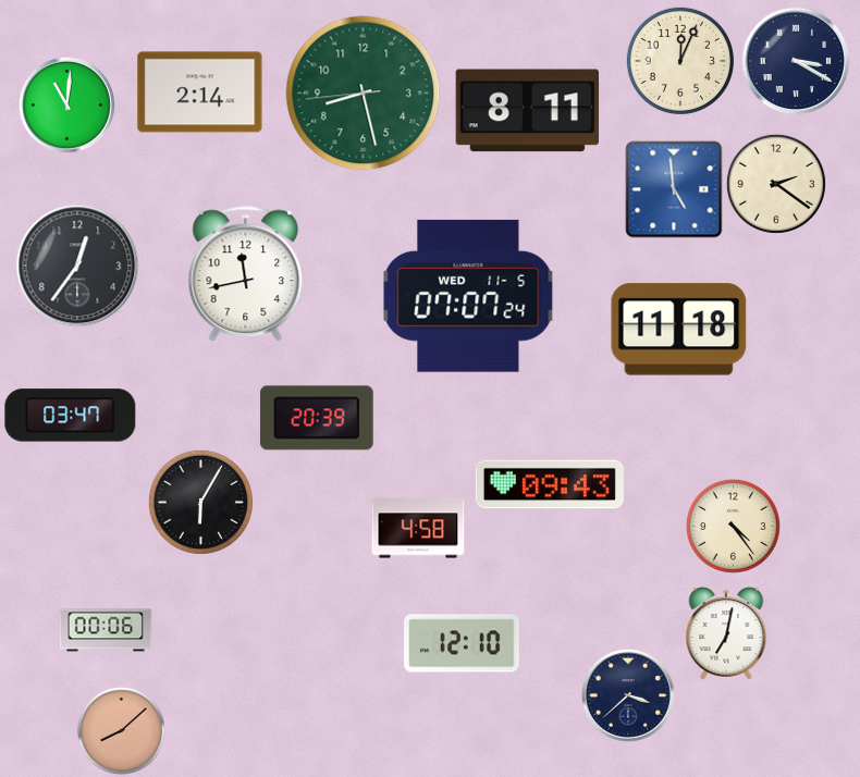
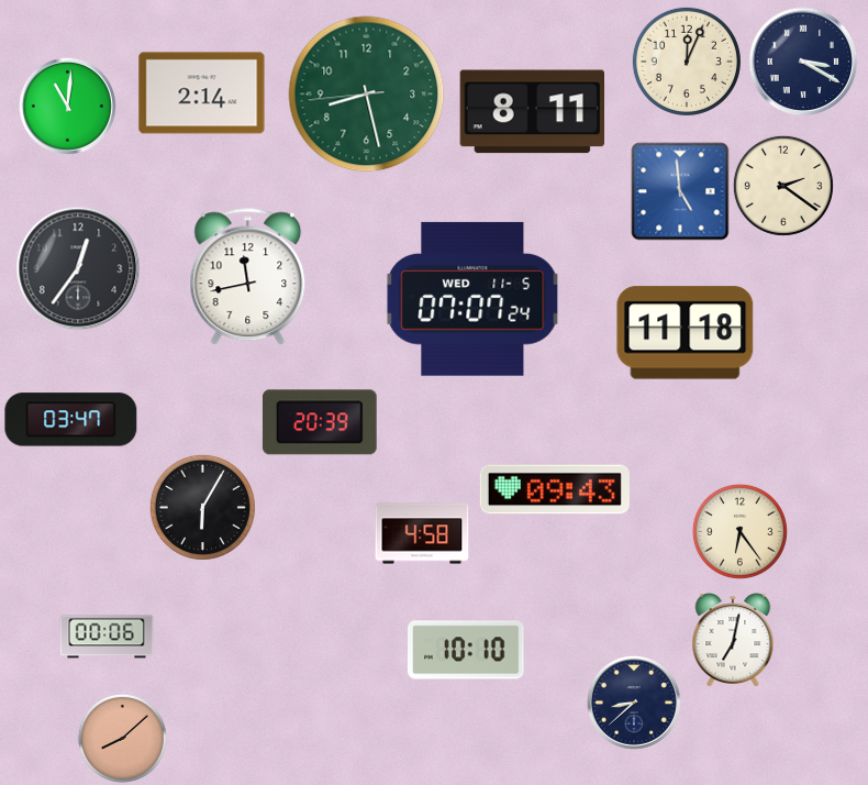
clock at (733, 526): 4:24 -> 6:24
clock at (462, 643): 12:10 -> 10:10
clock at (628, 695): 3:38 -> 8:38
